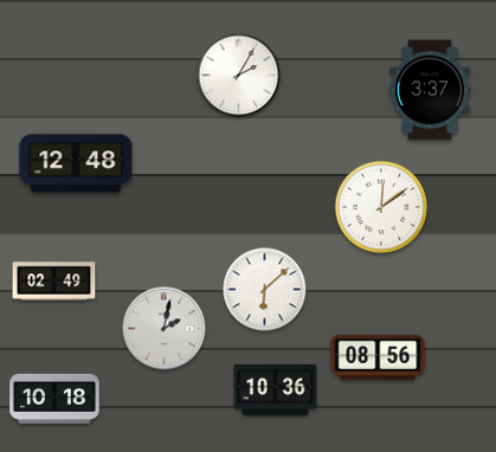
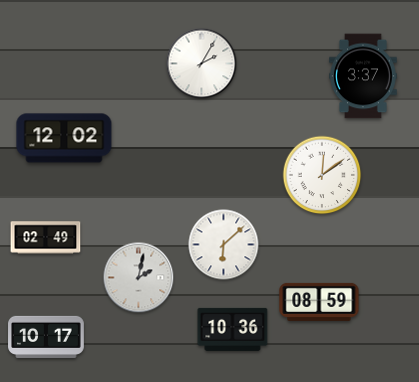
clock at (76, 163): 12:48 -> 12:02
clock at (378, 357): 08:56 -> 08:59
clock at (54, 399): 10:18 -> 10:17
